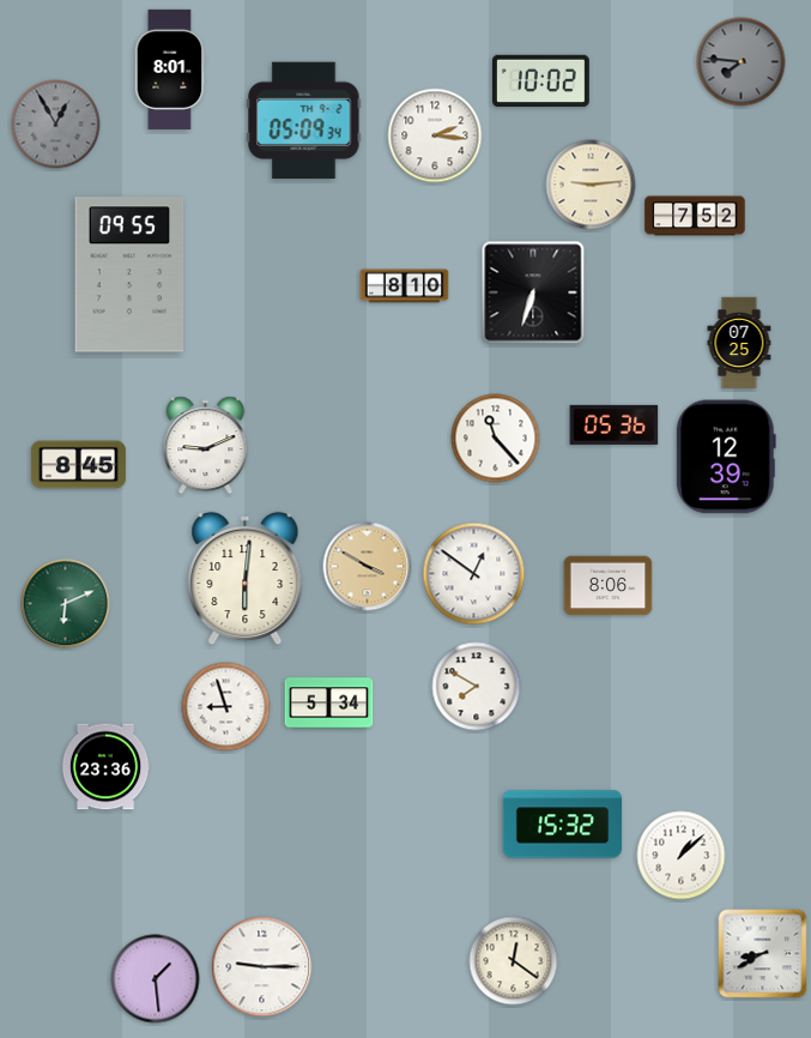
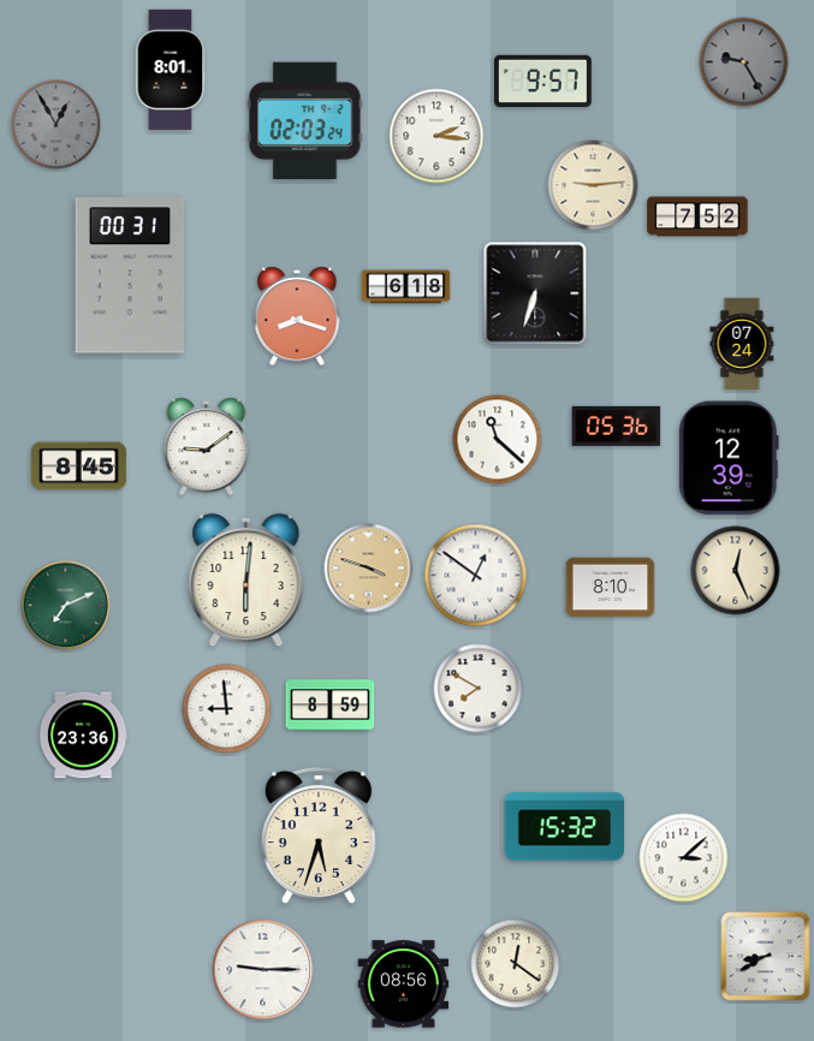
clock at (742, 62): 7:46 -> 9:25
clock at (541, 80): 10:02 -> 9:57
clock at (304, 121): 05:09 -> 02:03
clock at (129, 274): 09:55 -> 00:31
clock at (405, 286): 8:10 -> 6:18
clock at (297, 316): none -> 8:18
clock at (739, 343): 07:25 -> 07:24
clock at (496, 439): 11:23 -> 11:22
clock at (206, 446): 9:11 -> 9:09
clock at (368, 567): 3:50 -> 3:48
clock at (736, 571): none -> 12:26
clock at (609, 586): 8:06 -> 8:10
clock at (66, 604): 6:11 -> 7:11
clock at (329, 704): 5:34 -> 8:59
clock at (226, 707): 8:57 -> 8:59
clock at (105, 767) position: (105, 767) -> (83, 736)
clock at (319, 835): none -> 5:33
clock at (682, 856): 1:08 -> 3:08
clock at (156, 979): 1:29 -> none
clock at (404, 985): none -> 08:56
